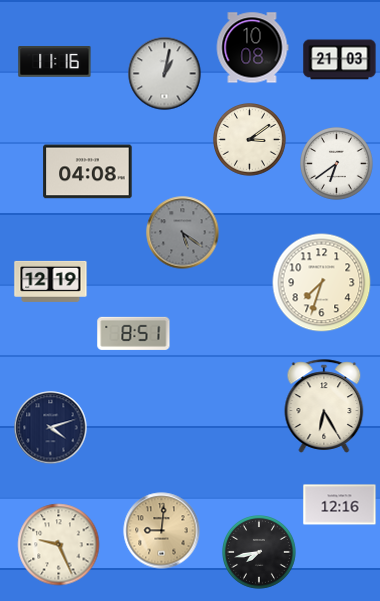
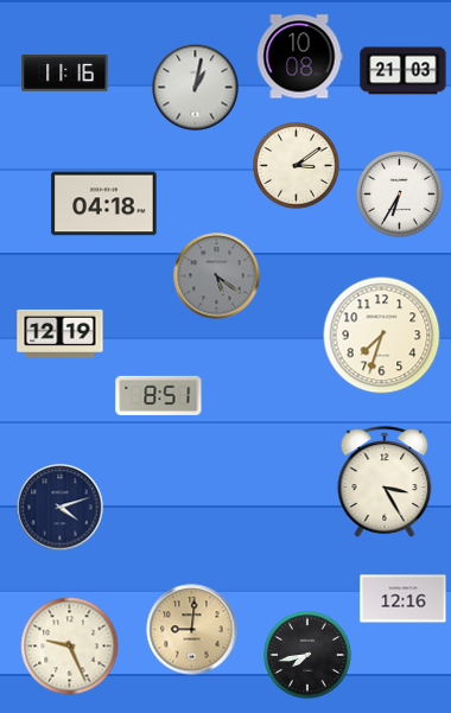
clock at (337, 164): 6:39 -> 6:35
clock at (88, 172): 04:08 -> 04:18
clock at (324, 406): 6:25 -> 3:25
